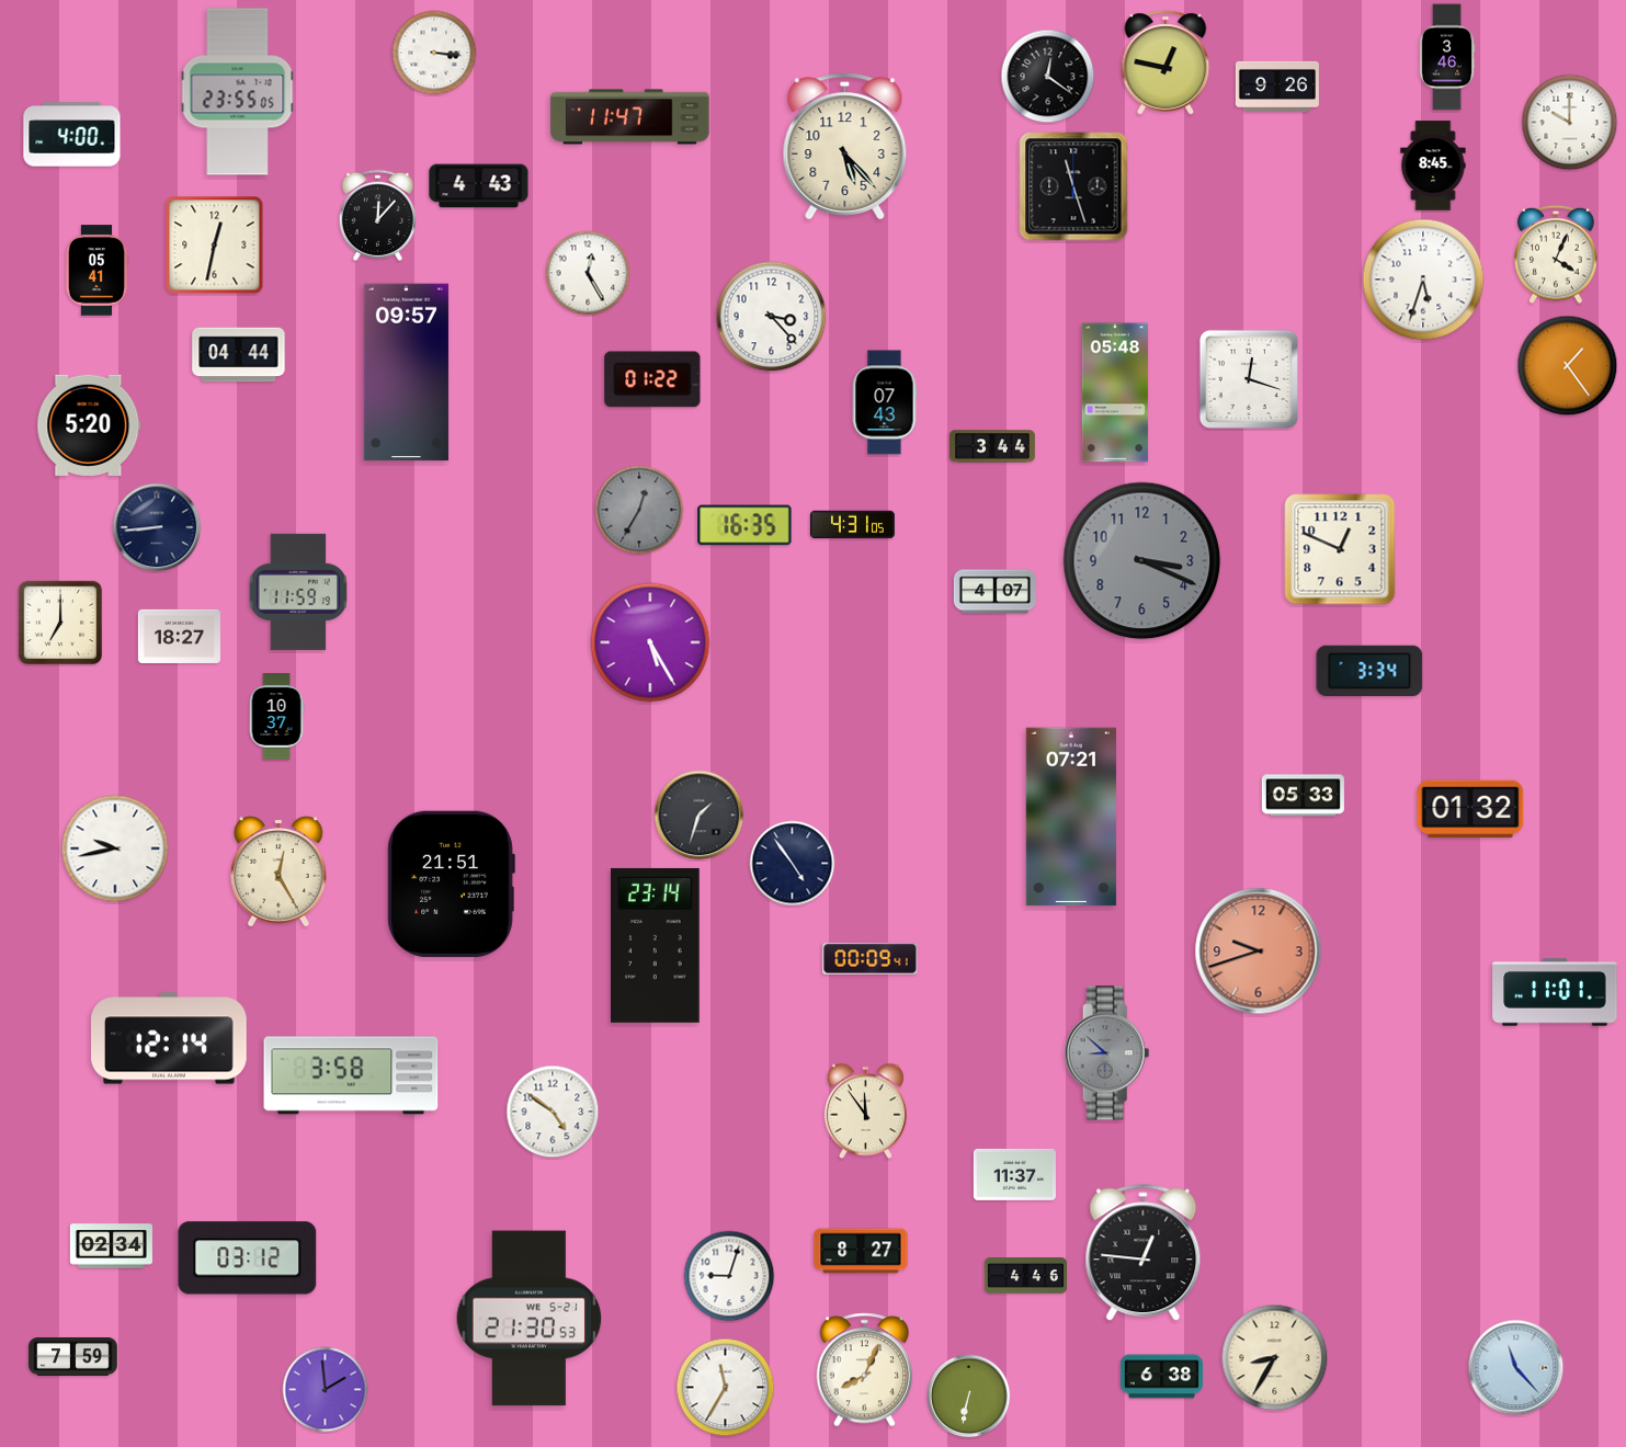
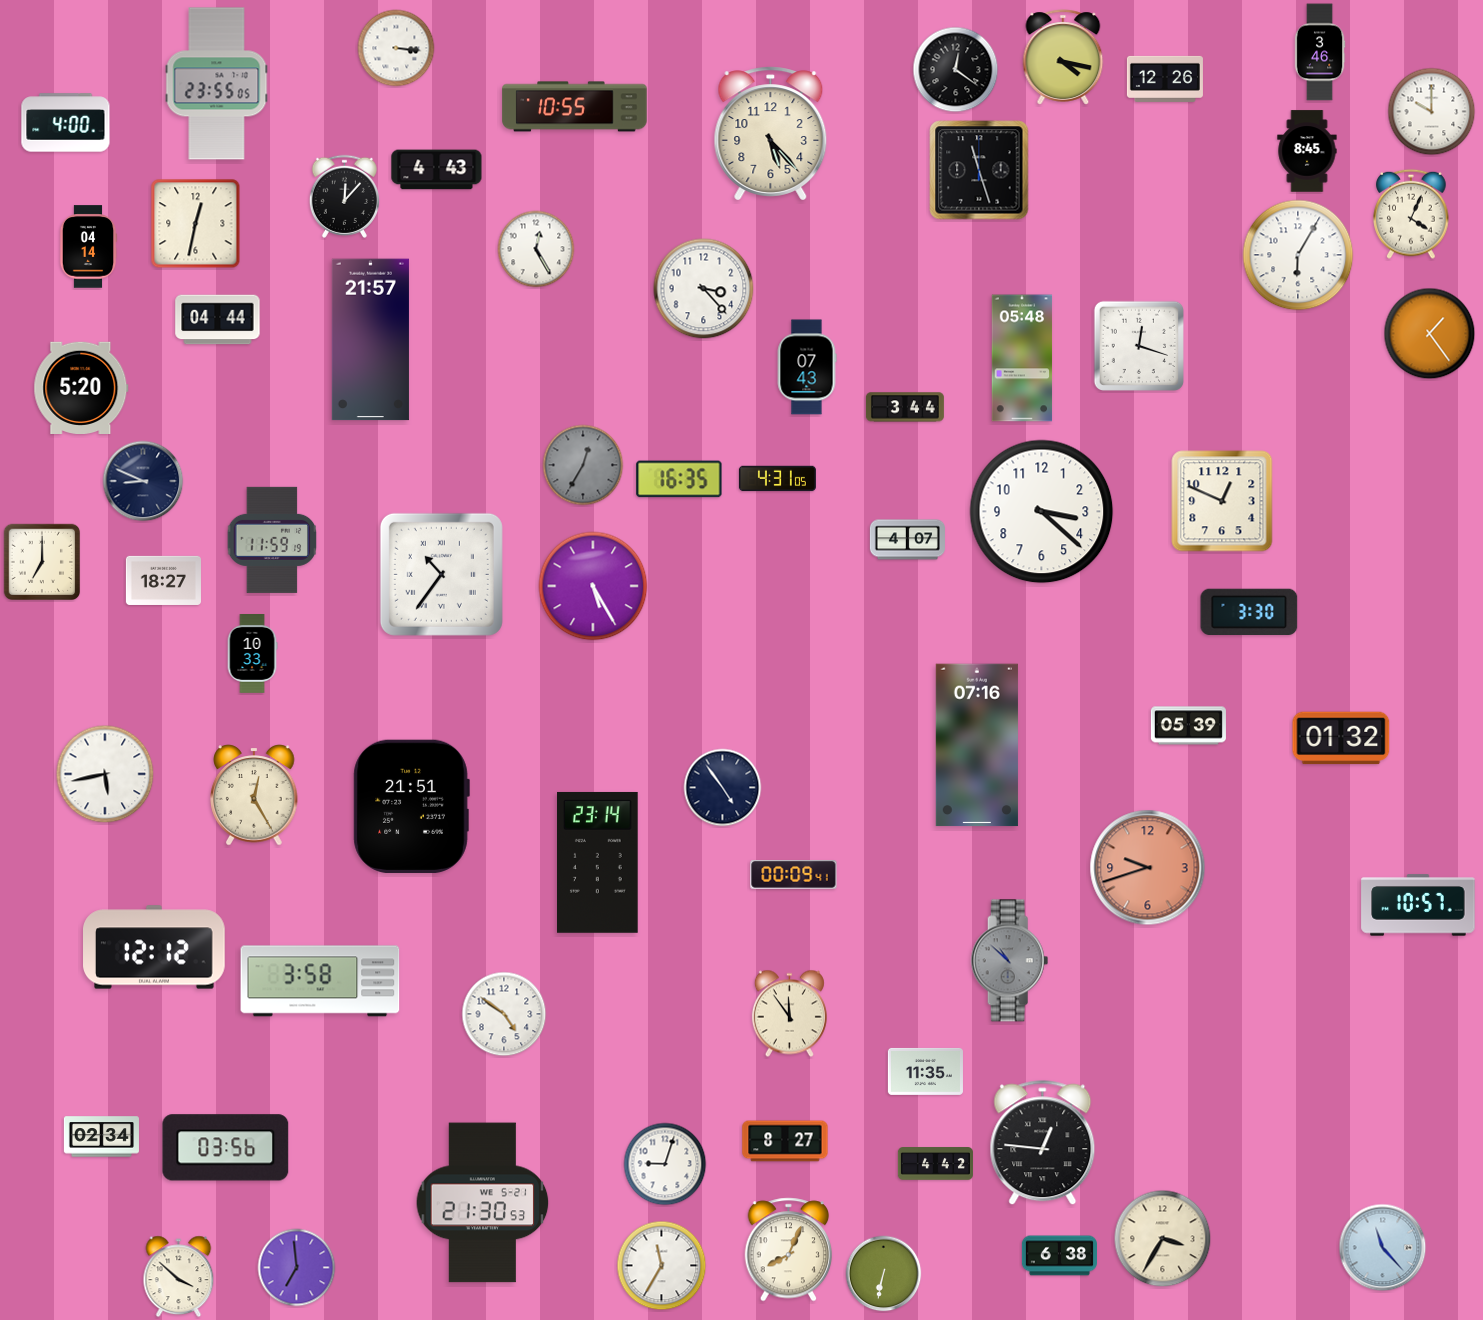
clock at (1166, 62): 12:47 -> 4:17
clock at (1277, 87): 9:26 -> 12:26
clock at (630, 117): 11:47 -> 10:55
clock at (1556, 254) position: (1556, 254) -> (1411, 214)
clock at (96, 271): 05:41 -> 04:14
clock at (1423, 280): 5:33 -> 6:05
clock at (239, 355) position: (239, 355) -> (218, 320)
clock at (406, 373): 09:57 -> 21:57
clock at (652, 379): 01:22 -> none
clock at (1115, 392) position: (1115, 392) -> (1022, 358)
clock at (157, 527): 8:44 -> 8:49
clock at (1142, 561): 3:19 -> 3:22
clock at (1142, 561) dial: grey -> white
clock at (60, 623) position: (60, 623) -> (42, 562)
clock at (441, 574): none -> 10:36
clock at (1369, 670): 3:34 -> 3:30
clock at (276, 717): 10:37 -> 10:33
clock at (1303, 796): 05:33 -> 05:39
clock at (700, 816): 1:33 -> none
clock at (1071, 817): 07:21 -> 07:16
clock at (115, 848): 9:43 -> 5:43
clock at (1555, 992): 11:01 -> 10:57
clock at (170, 1038): 12:14 -> 12:12
clock at (1107, 1053): 8:52 -> 10:52
clock at (1014, 1174): 11:37 -> 11:35
clock at (248, 1258): 03:12 -> 03:56
clock at (1025, 1276): 4:46 -> 4:42
clock at (73, 1357): 7:59 -> none
clock at (1275, 1358): 8:35 -> 3:35
clock at (326, 1390): 1:59 -> 6:59
clock at (179, 1277): none -> 3:52
